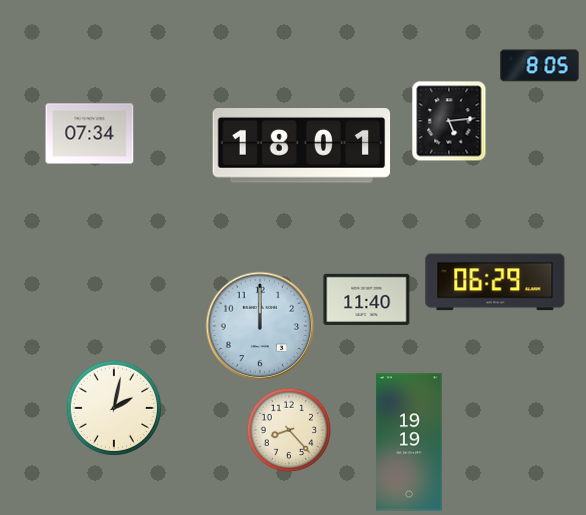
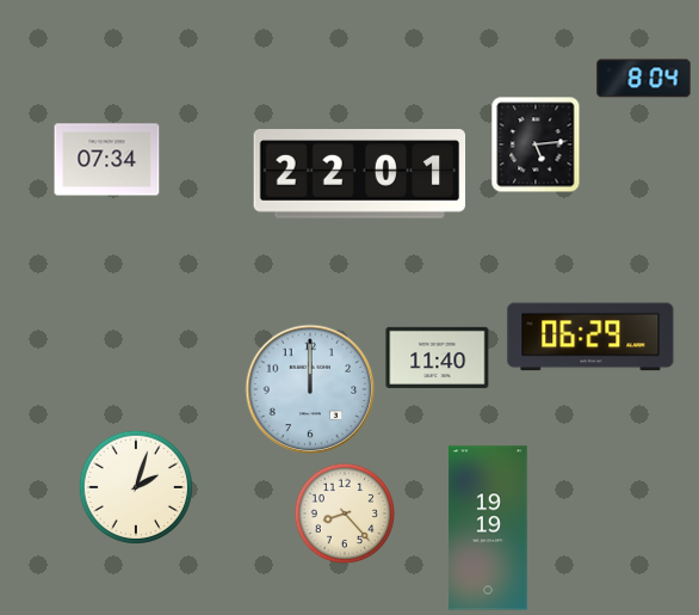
clock at (540, 66): 8:05 -> 8:04
clock at (302, 146): 18:01 -> 22:01
clock at (113, 407): 2:02 -> 2:03
